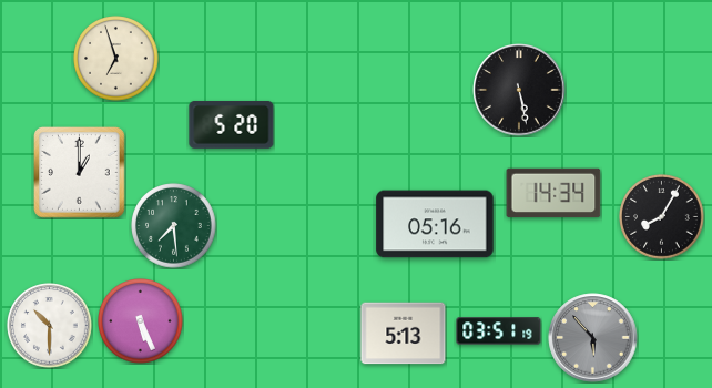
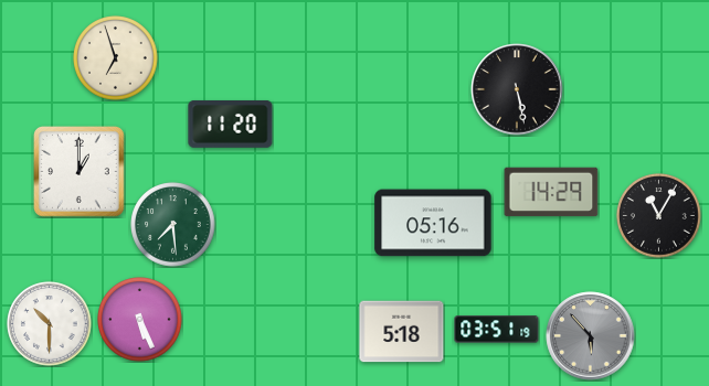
clock at (232, 124): 5:20 -> 11:20
clock at (553, 193): 14:34 -> 14:29
clock at (662, 217): 8:05 -> 11:05
clock at (404, 334): 5:13 -> 5:18
